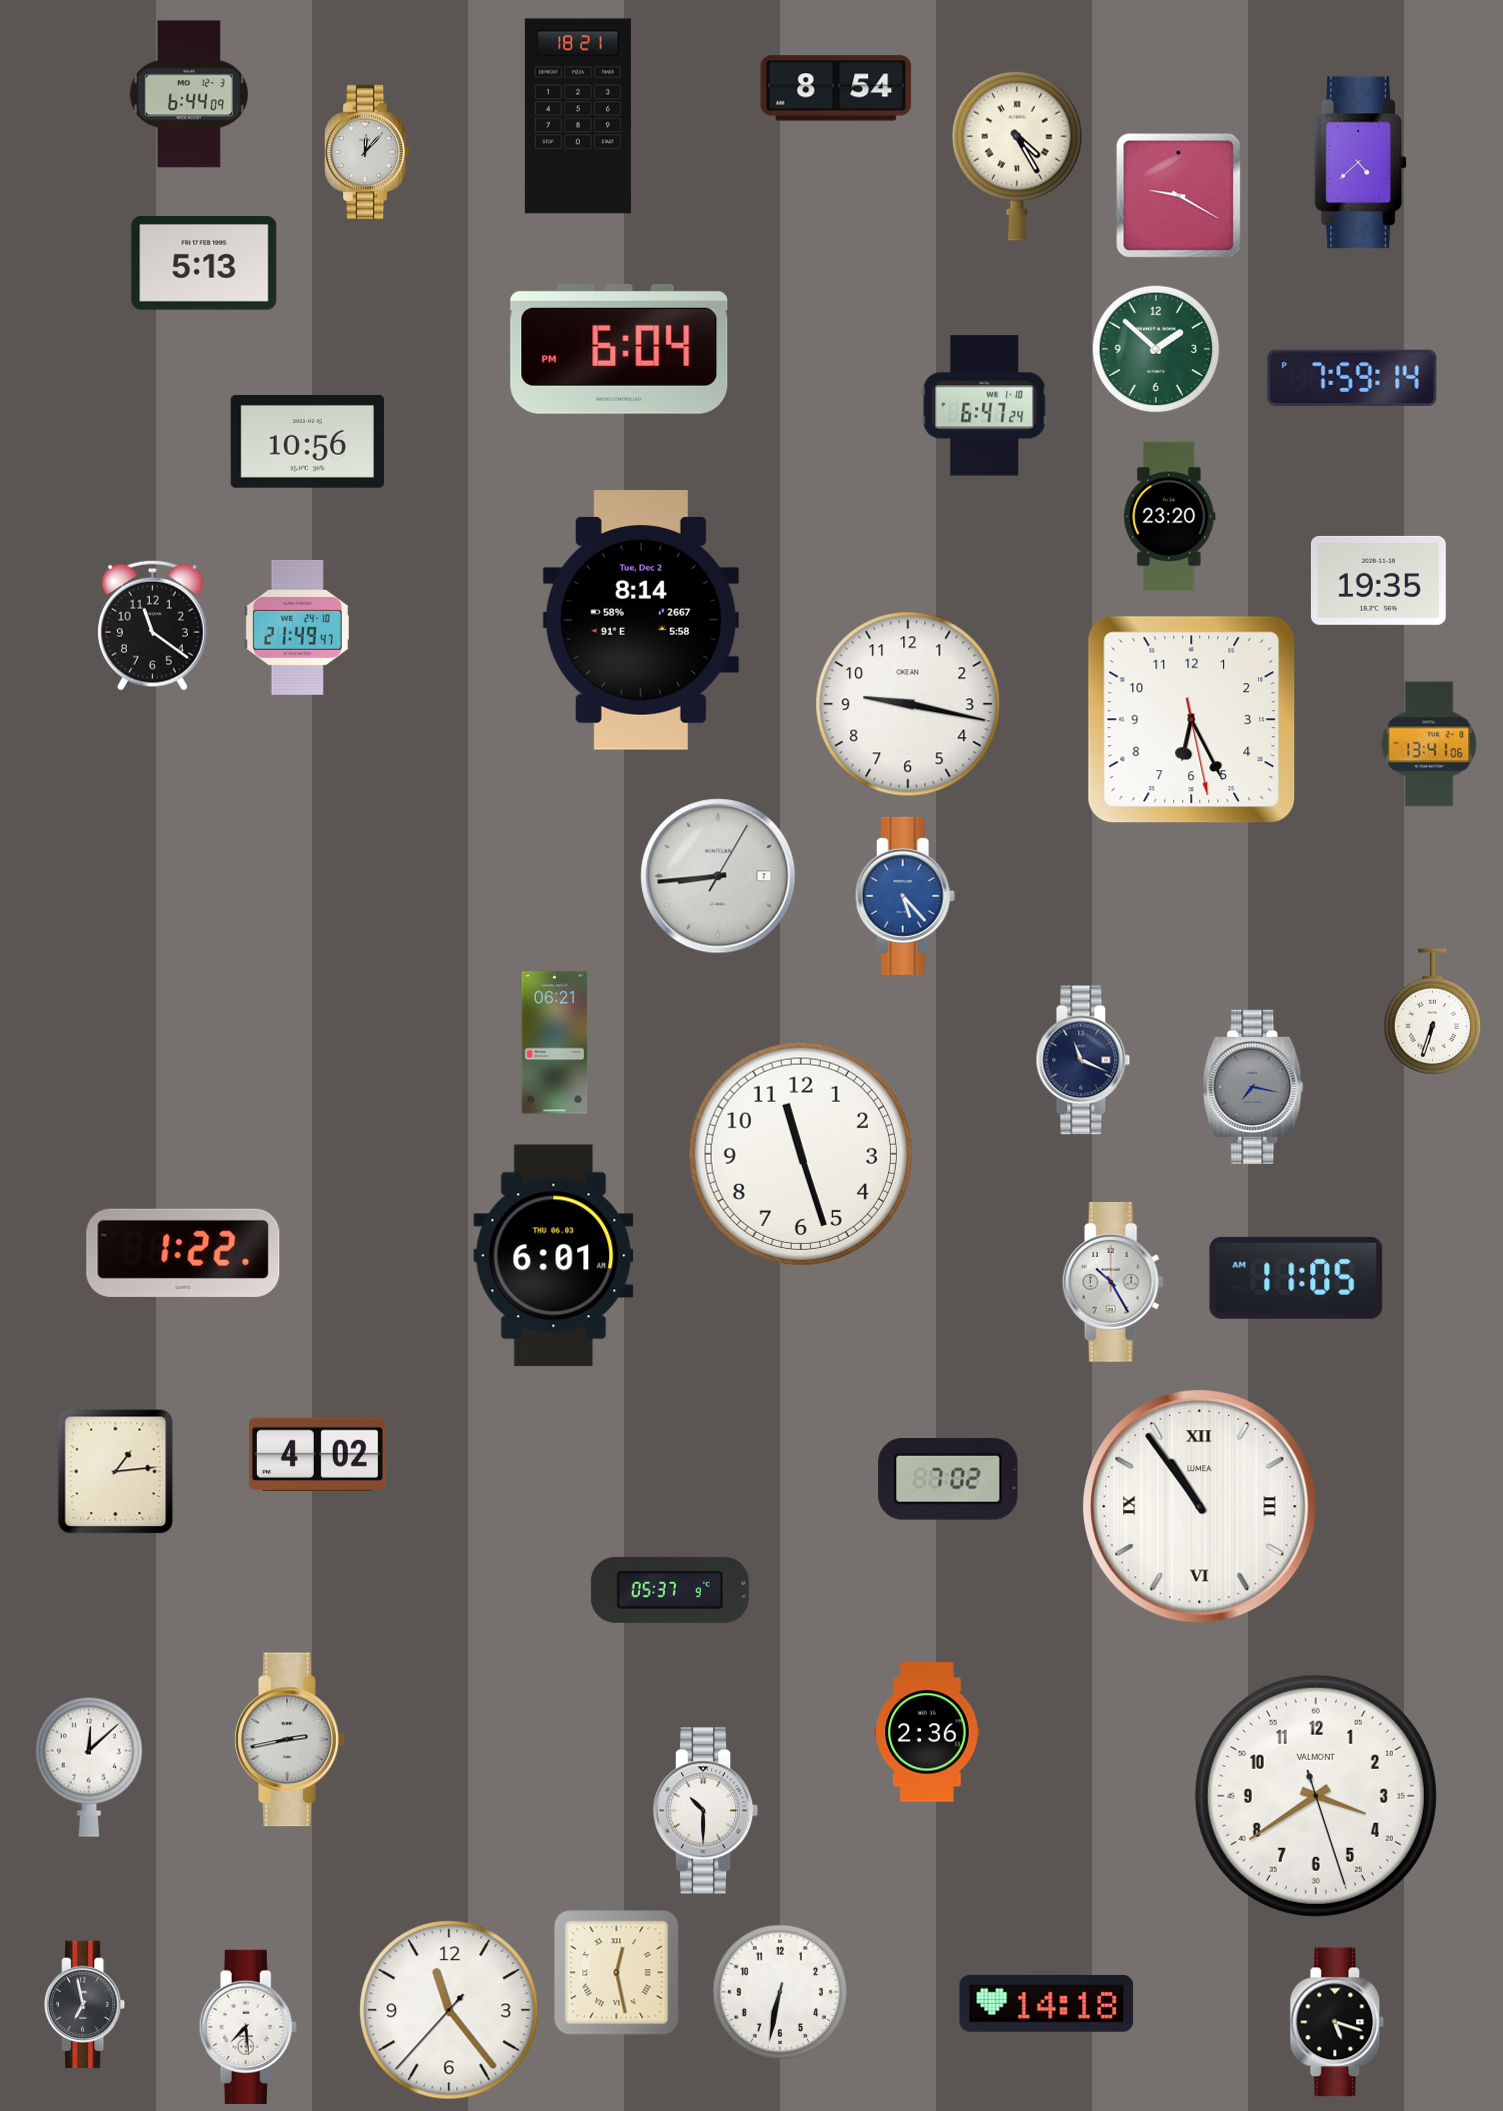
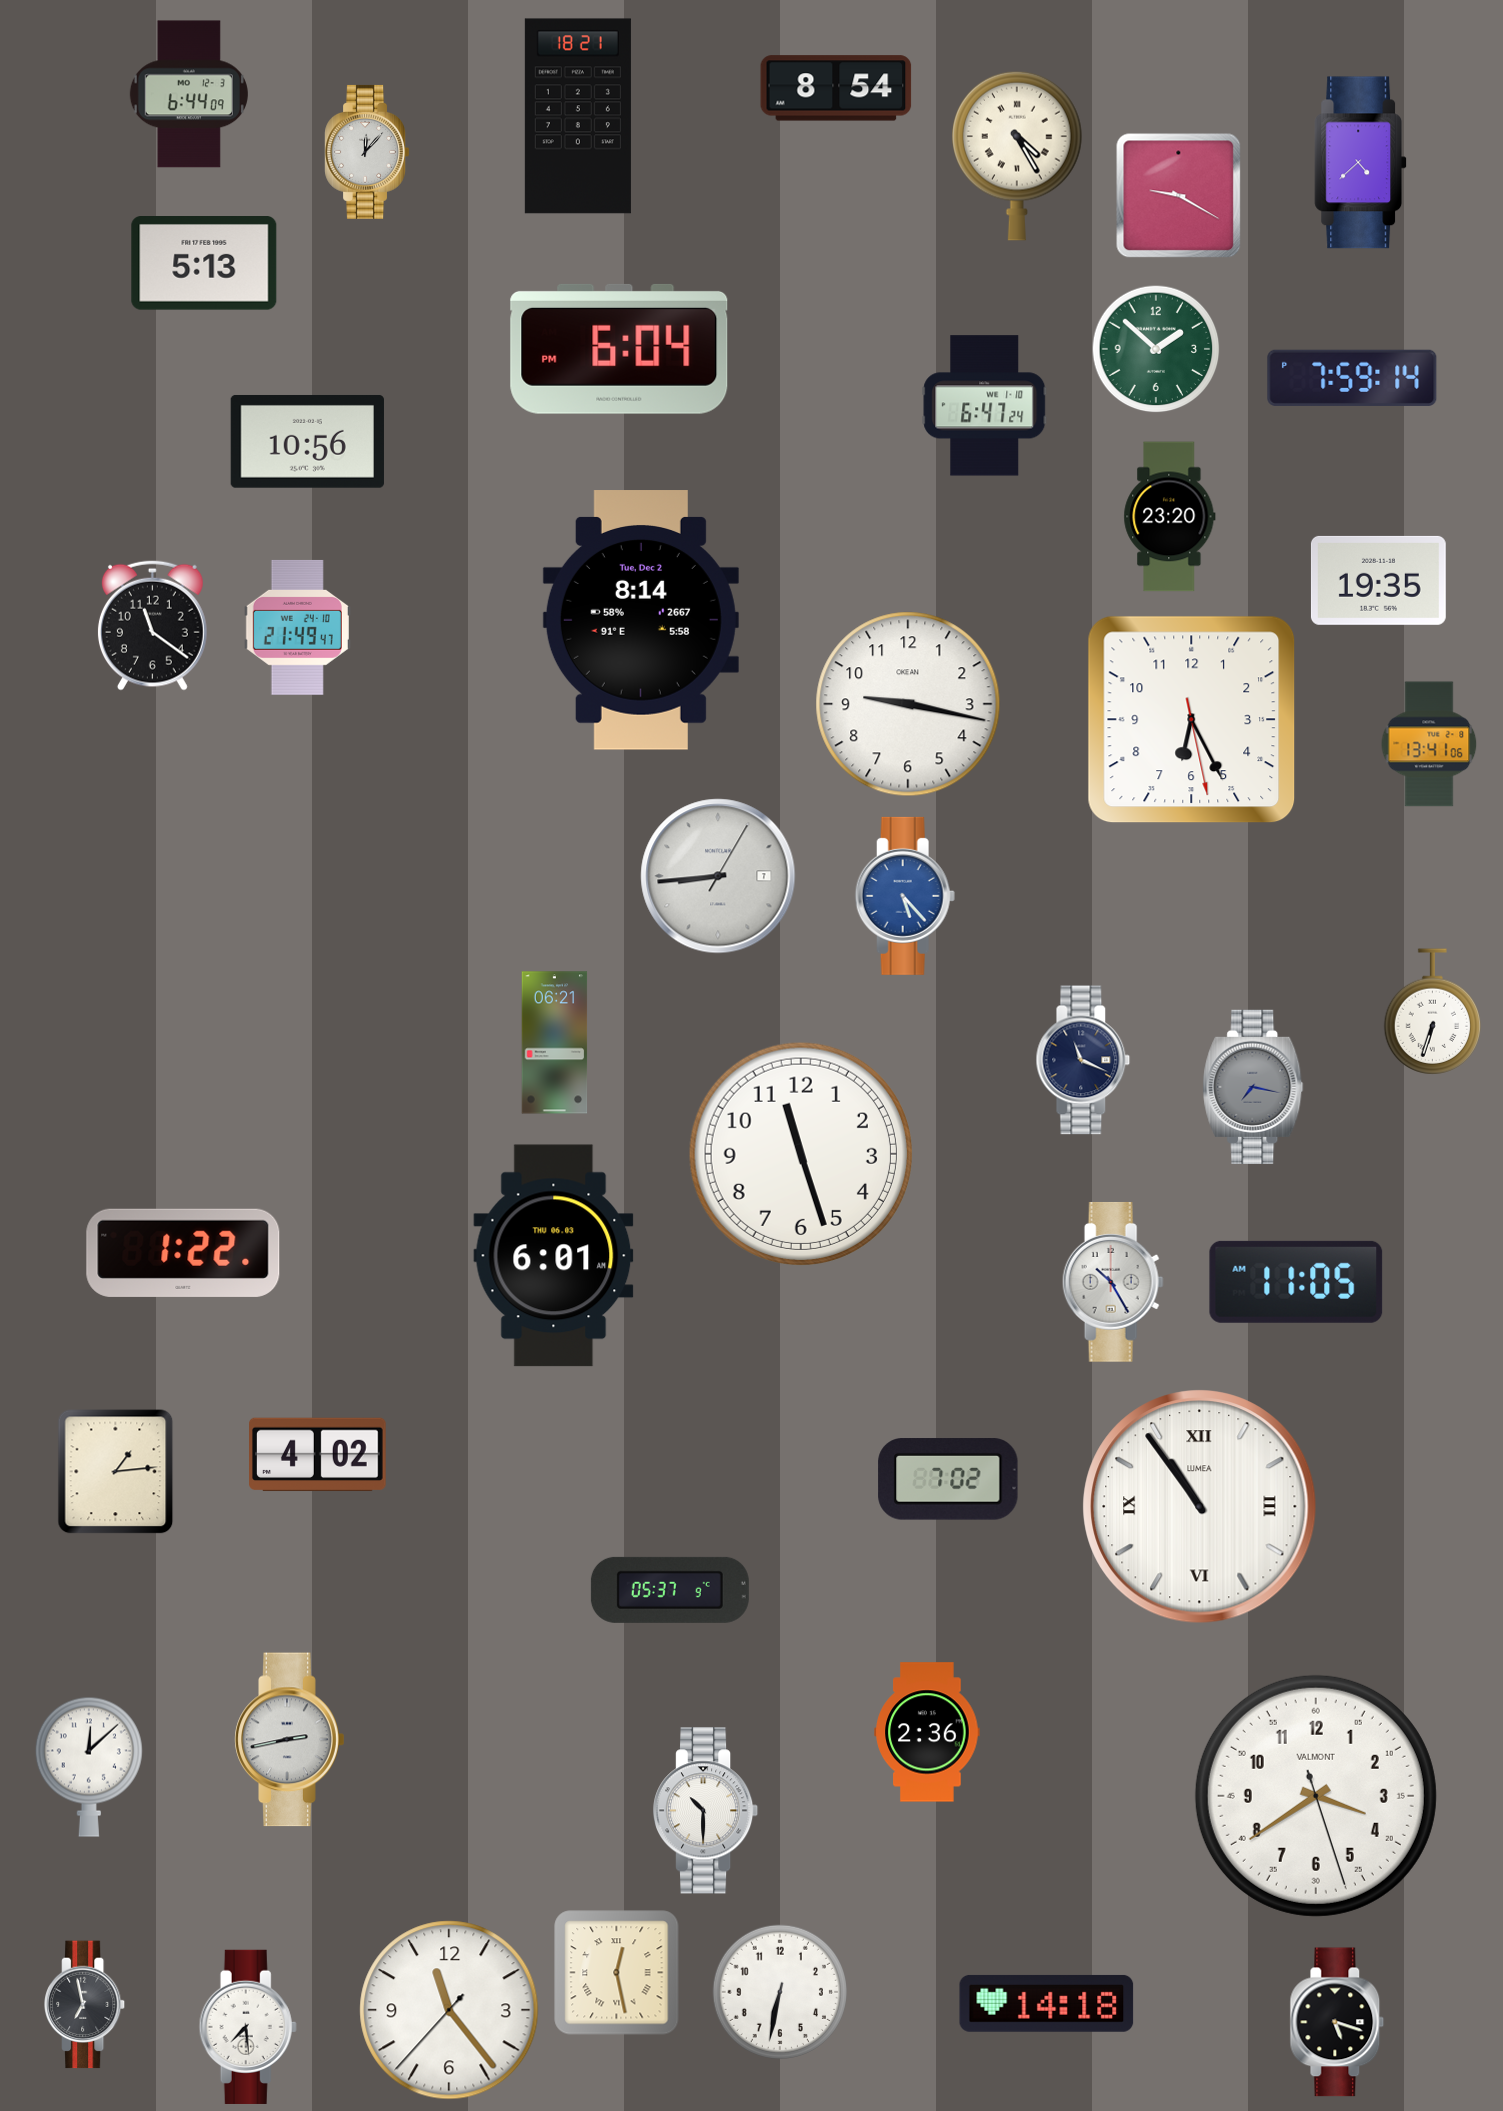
clock at (1296, 1278) position: (1296, 1278) -> (1296, 1282)
